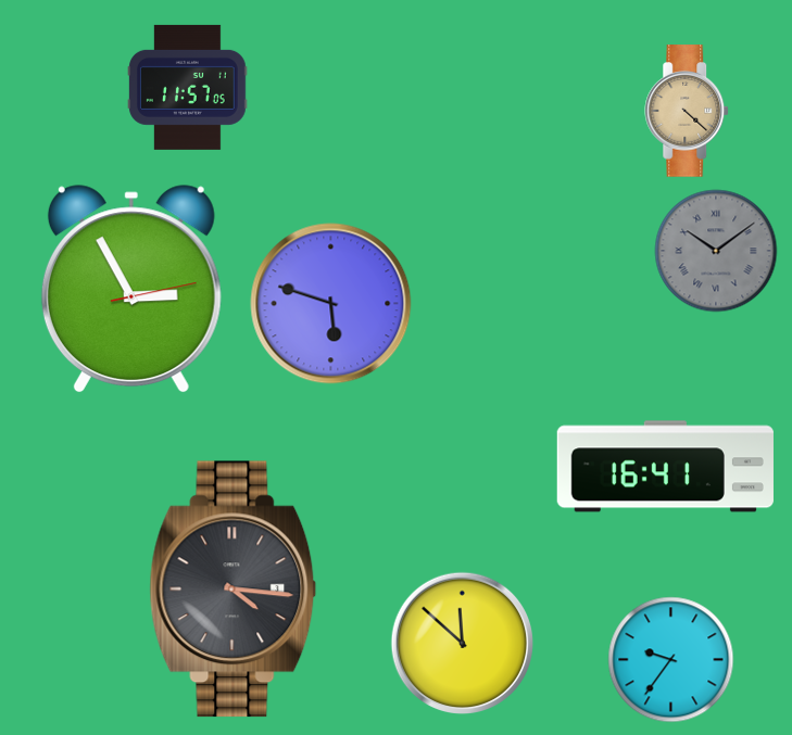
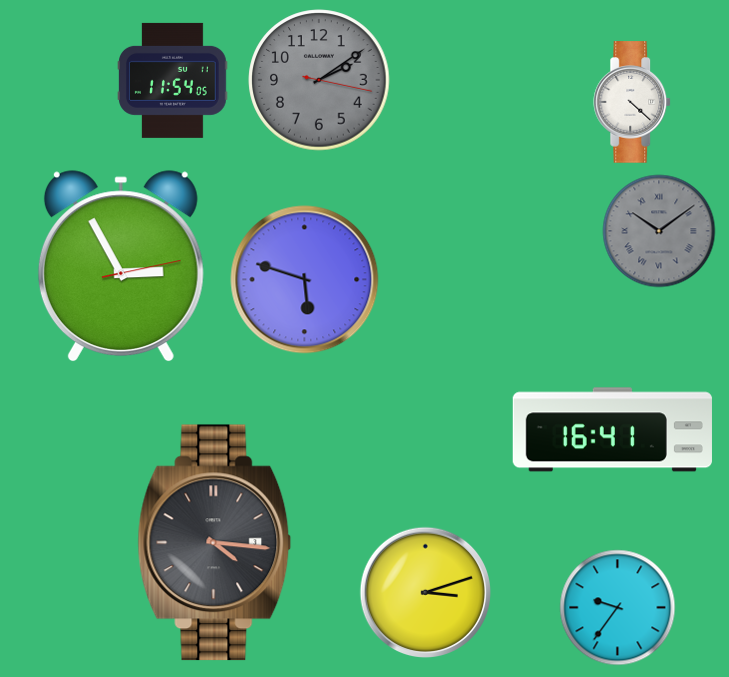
clock at (188, 87): 11:57 -> 11:54
clock at (319, 80): none -> 2:09
clock at (688, 111) dial: champagne -> white
clock at (462, 643): 11:52 -> 3:12
